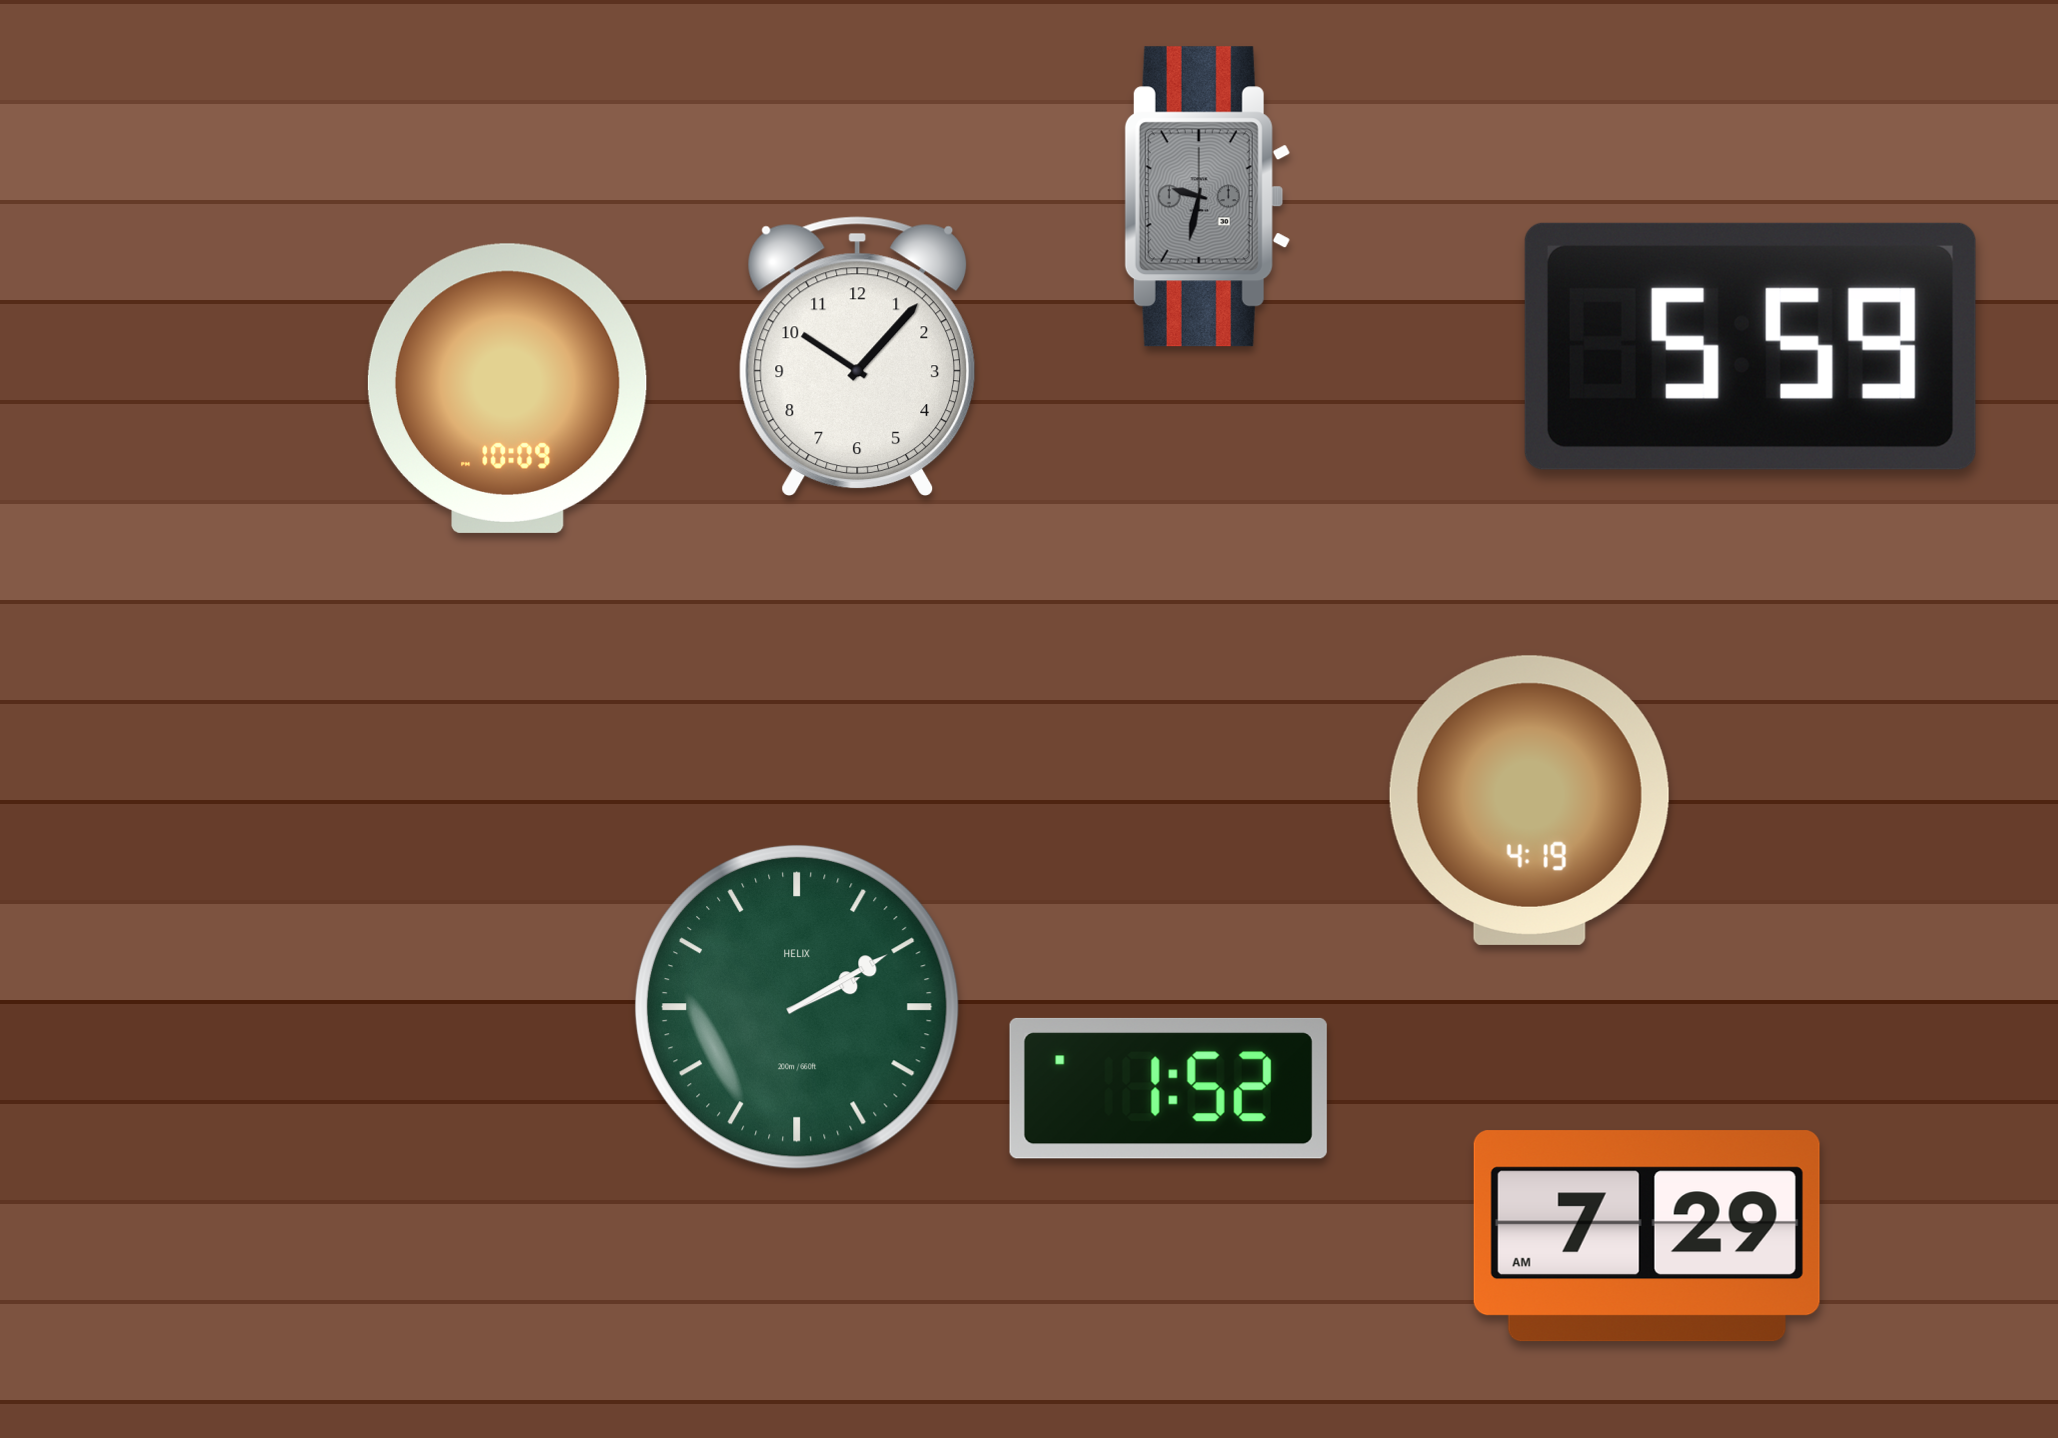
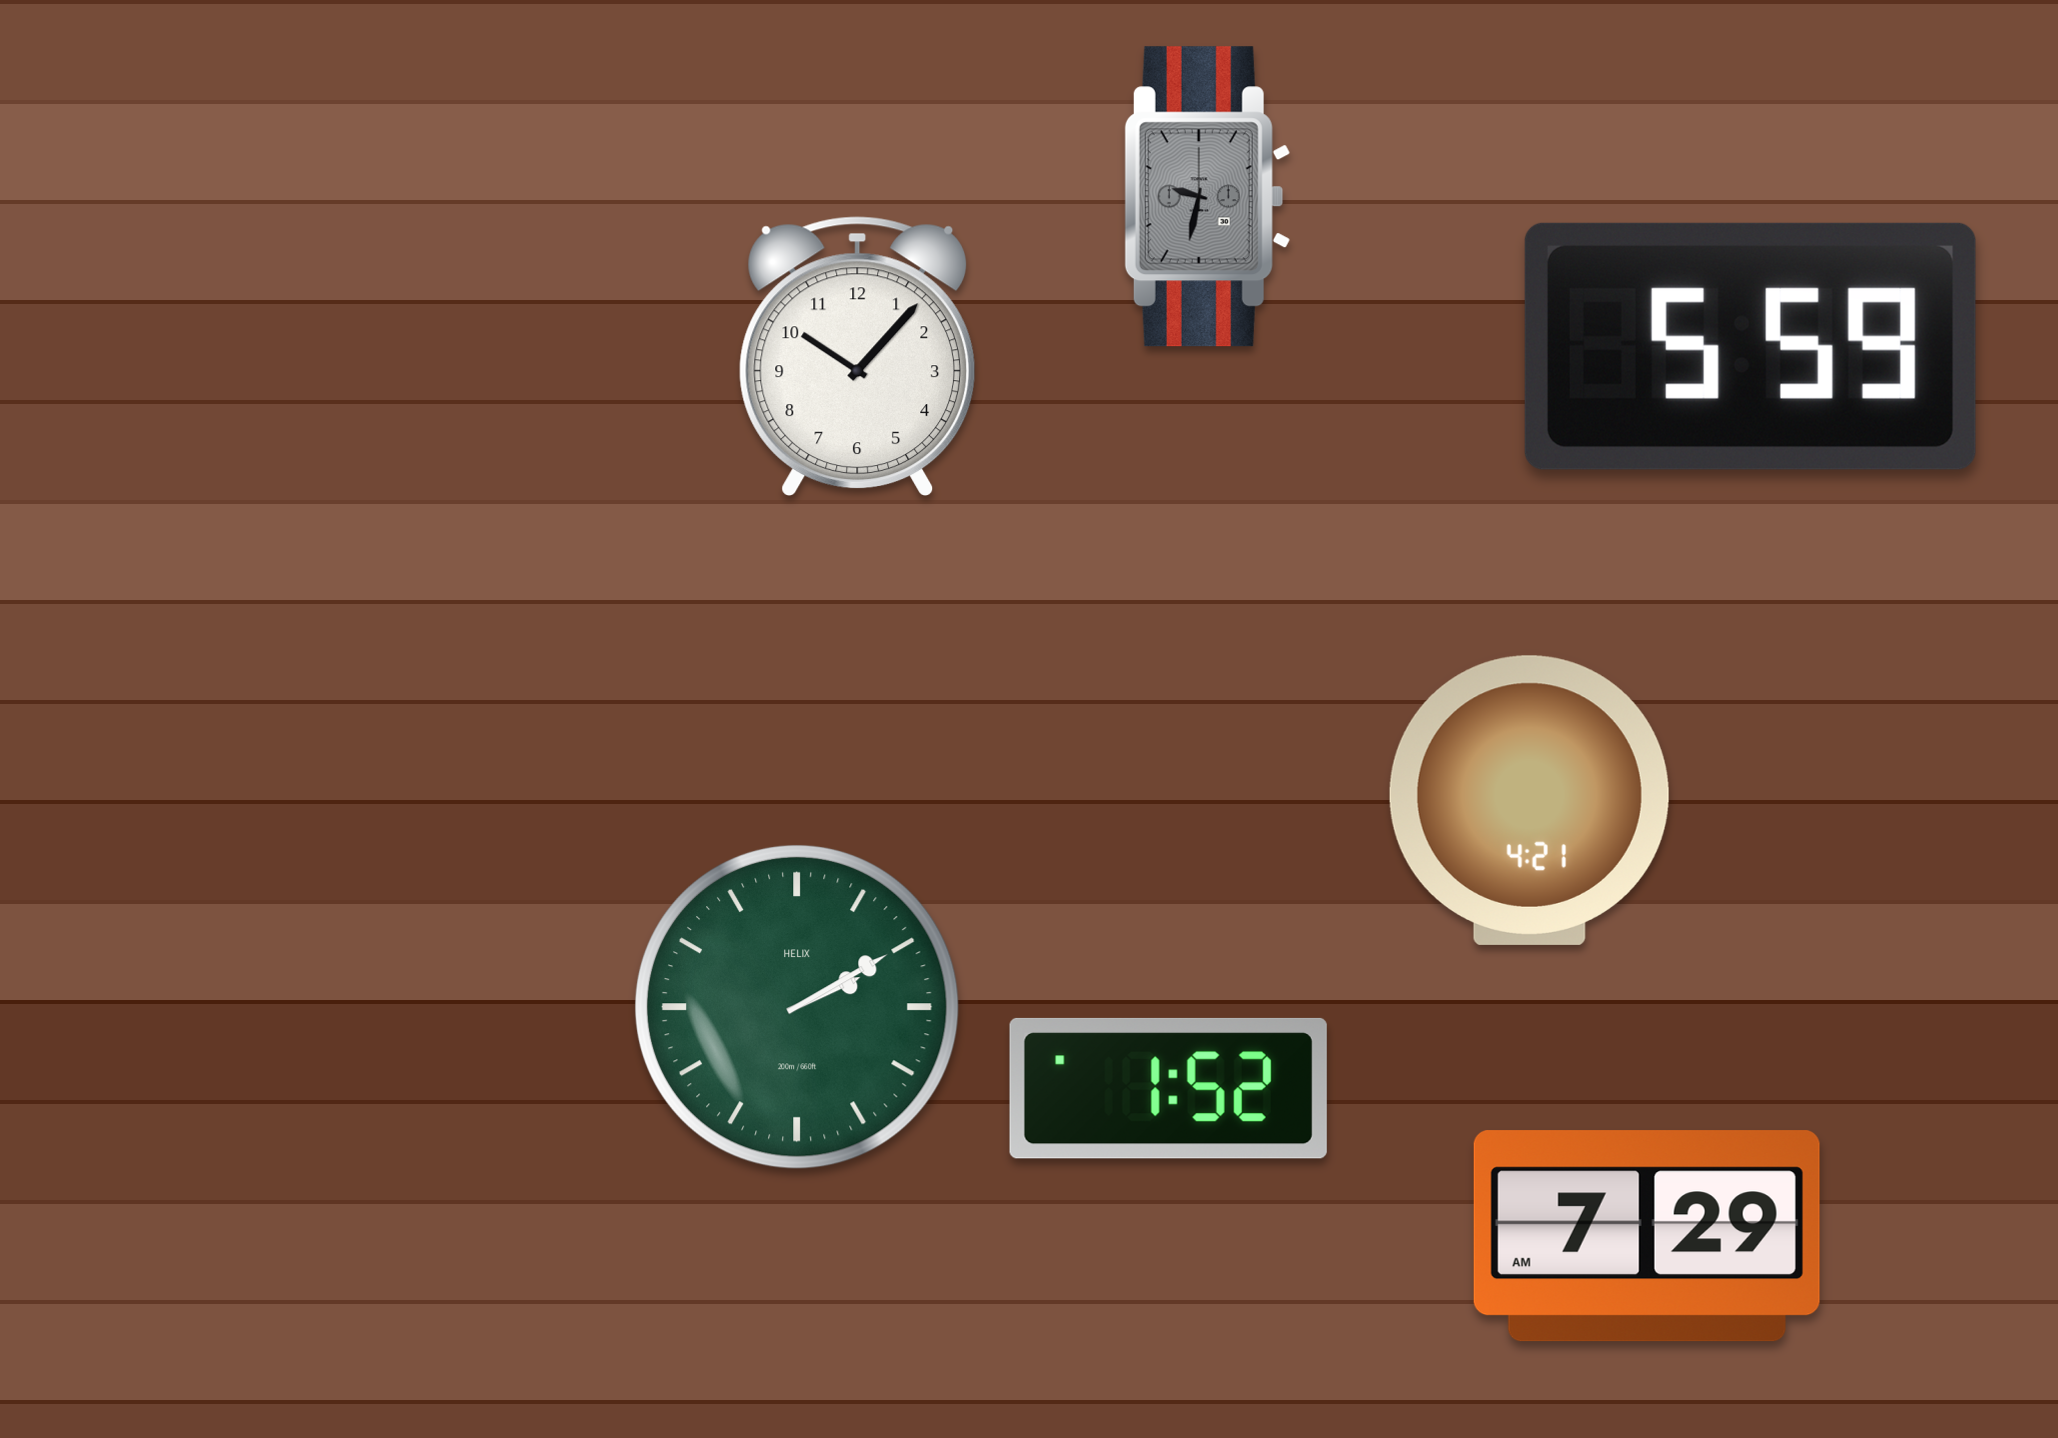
clock at (507, 388): 10:09 -> none
clock at (1529, 800): 4:19 -> 4:21
